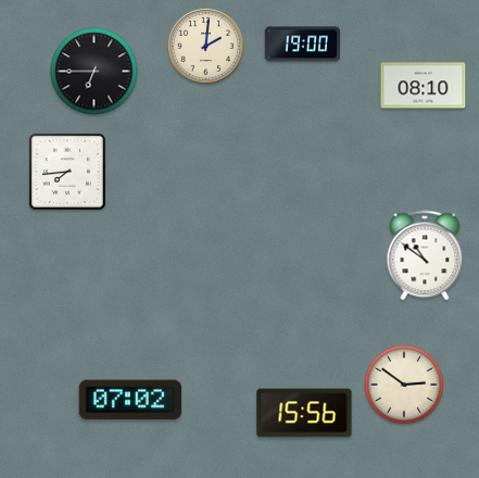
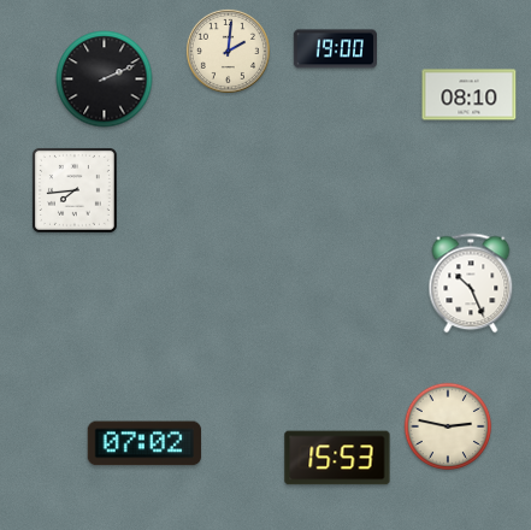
clock at (94, 72): 6:45 -> 2:11
clock at (425, 255): 10:51 -> 10:26
clock at (404, 385): 2:51 -> 2:47
clock at (304, 413): 15:56 -> 15:53
